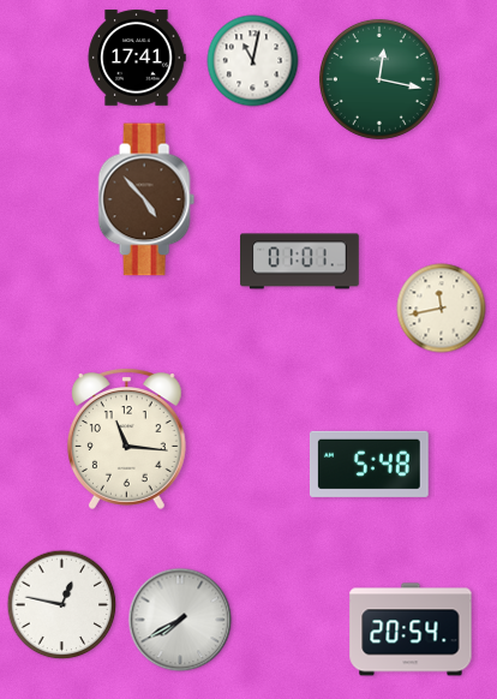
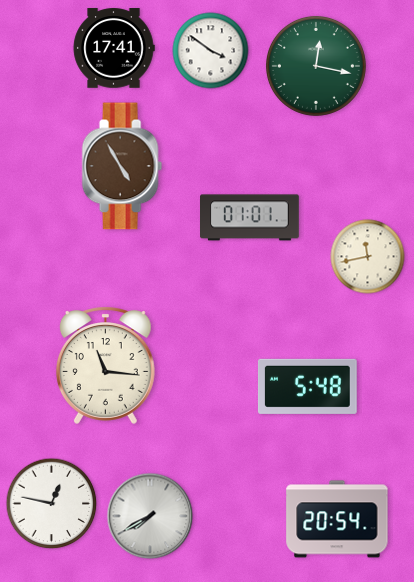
clock at (253, 61): 11:02 -> 3:51
clock at (146, 199): 4:53 -> 4:55
clock at (411, 629) position: (411, 629) -> (337, 519)
